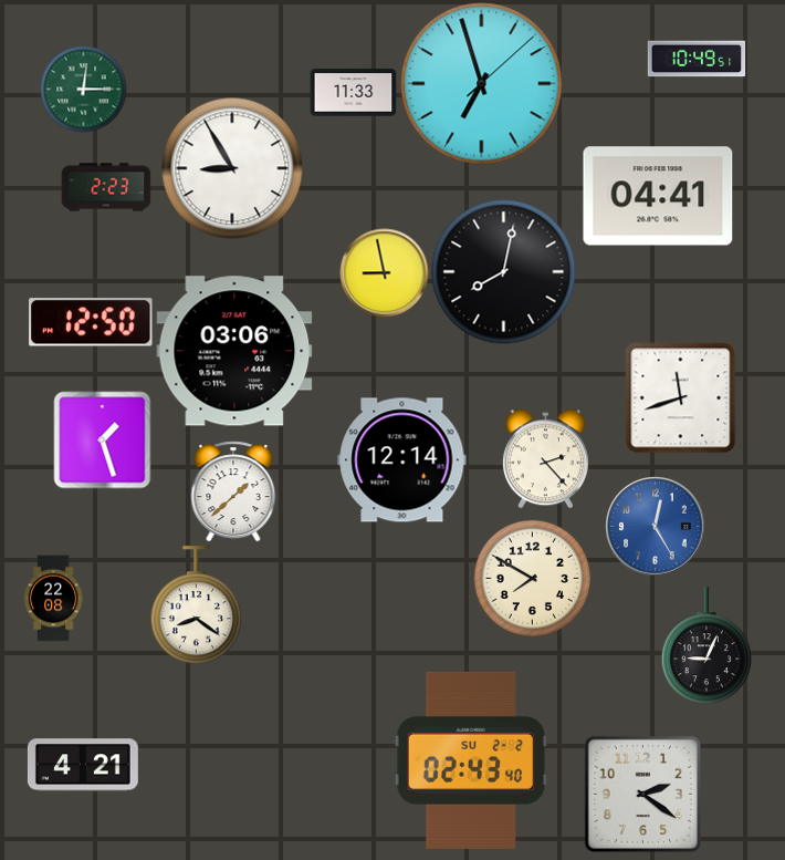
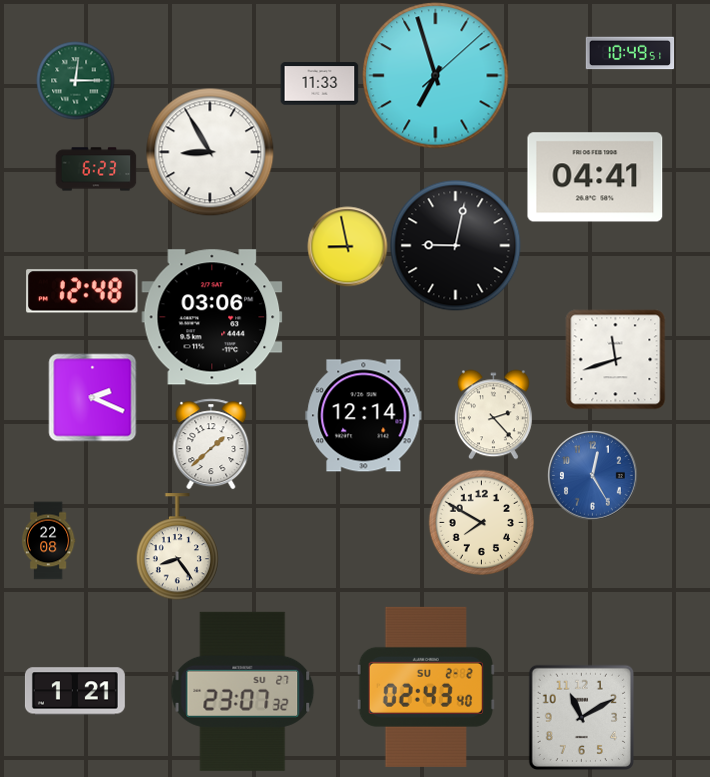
clock at (106, 187): 2:23 -> 6:23
clock at (504, 272): 8:02 -> 9:02
clock at (91, 322): 12:50 -> 12:48
clock at (102, 439): 1:27 -> 2:19
clock at (196, 605): 8:21 -> 8:24
clock at (705, 645): 9:04 -> none
clock at (83, 765): 4:21 -> 1:21
clock at (243, 691): none -> 23:07
clock at (642, 794): 2:21 -> 11:10
